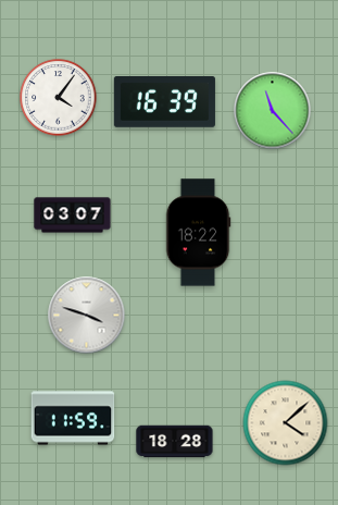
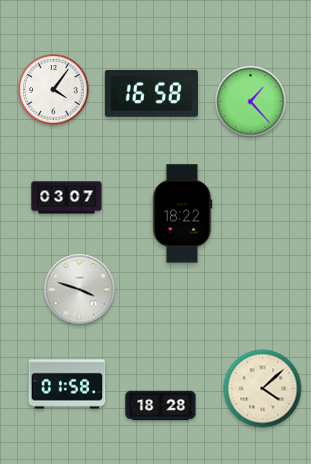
clock at (164, 102): 16:39 -> 16:58
clock at (273, 111): 11:23 -> 1:23
clock at (73, 418): 11:59 -> 01:58
